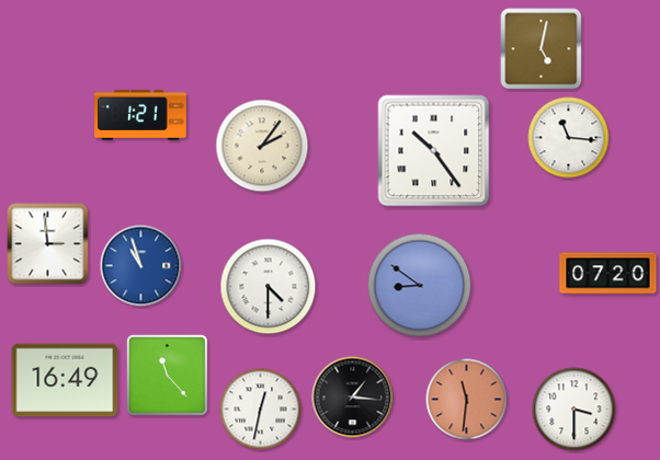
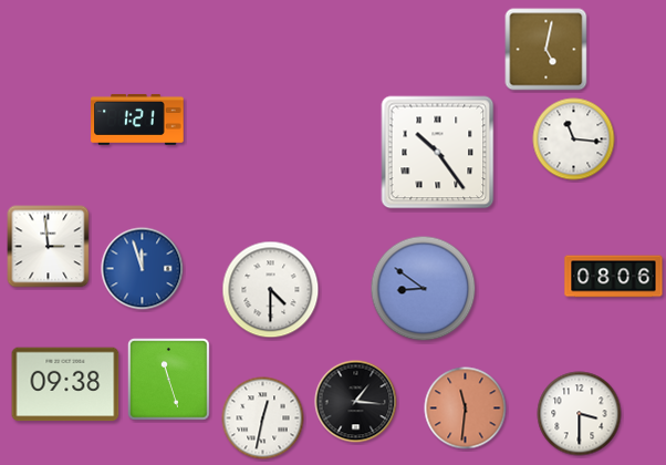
clock at (140, 115) position: (140, 115) -> (137, 120)
clock at (262, 146): 2:06 -> none
clock at (141, 266): 10:57 -> 11:57
clock at (608, 274): 07:20 -> 08:06
clock at (168, 376): 11:23 -> 11:27
clock at (65, 380): 16:49 -> 09:38
clock at (467, 400) position: (467, 400) -> (466, 409)
clock at (261, 410) position: (261, 410) -> (263, 418)
